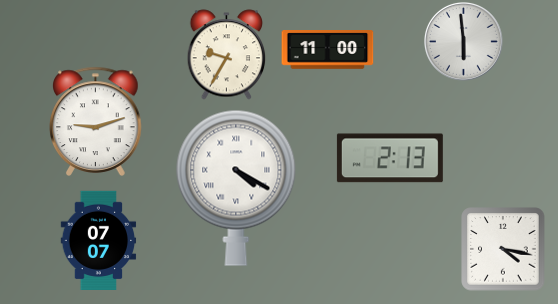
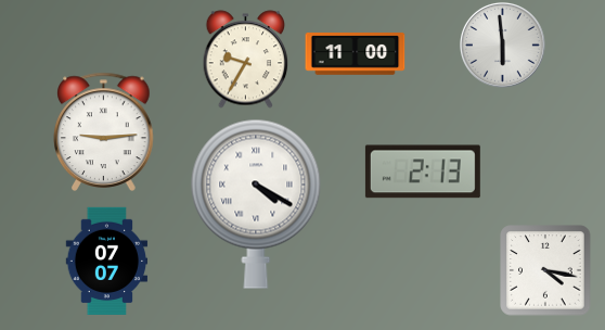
clock at (96, 121): 9:12 -> 9:14
